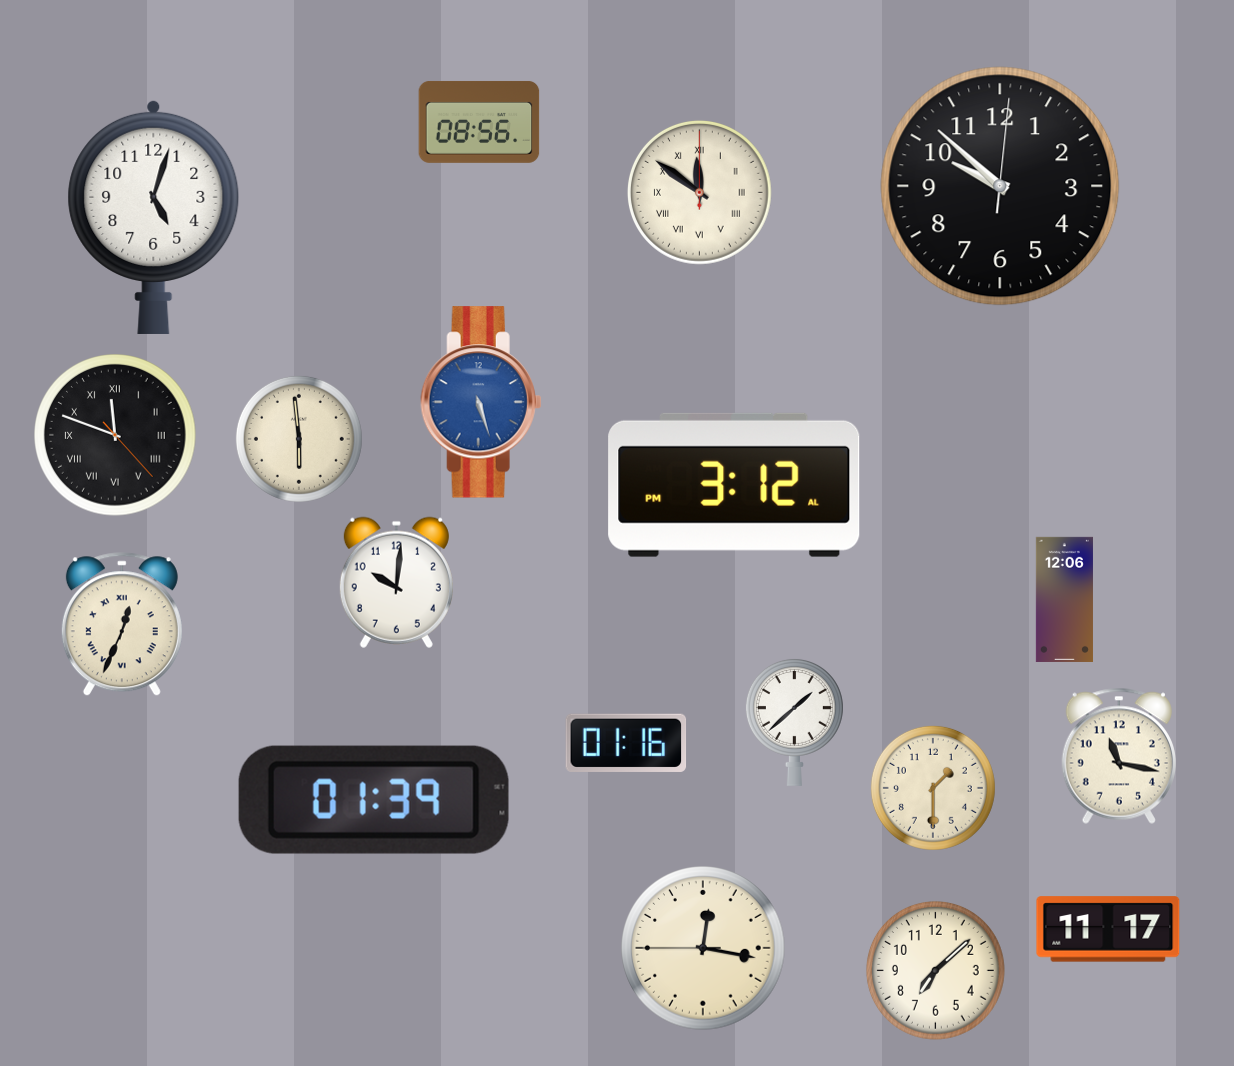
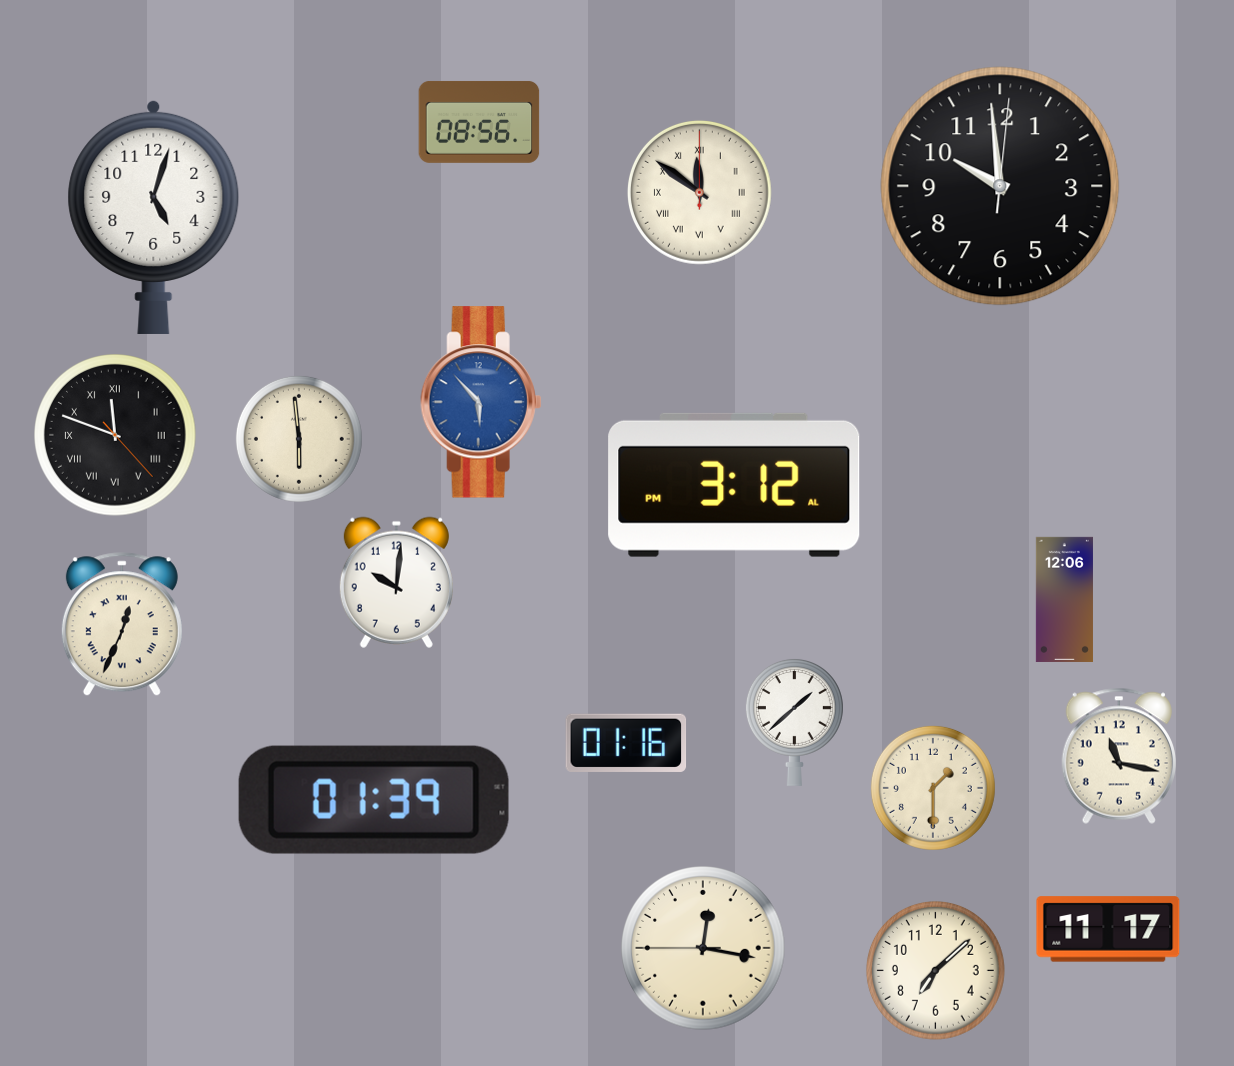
clock at (1000, 186): 9:52 -> 9:59
clock at (481, 402): 5:27 -> 5:53
